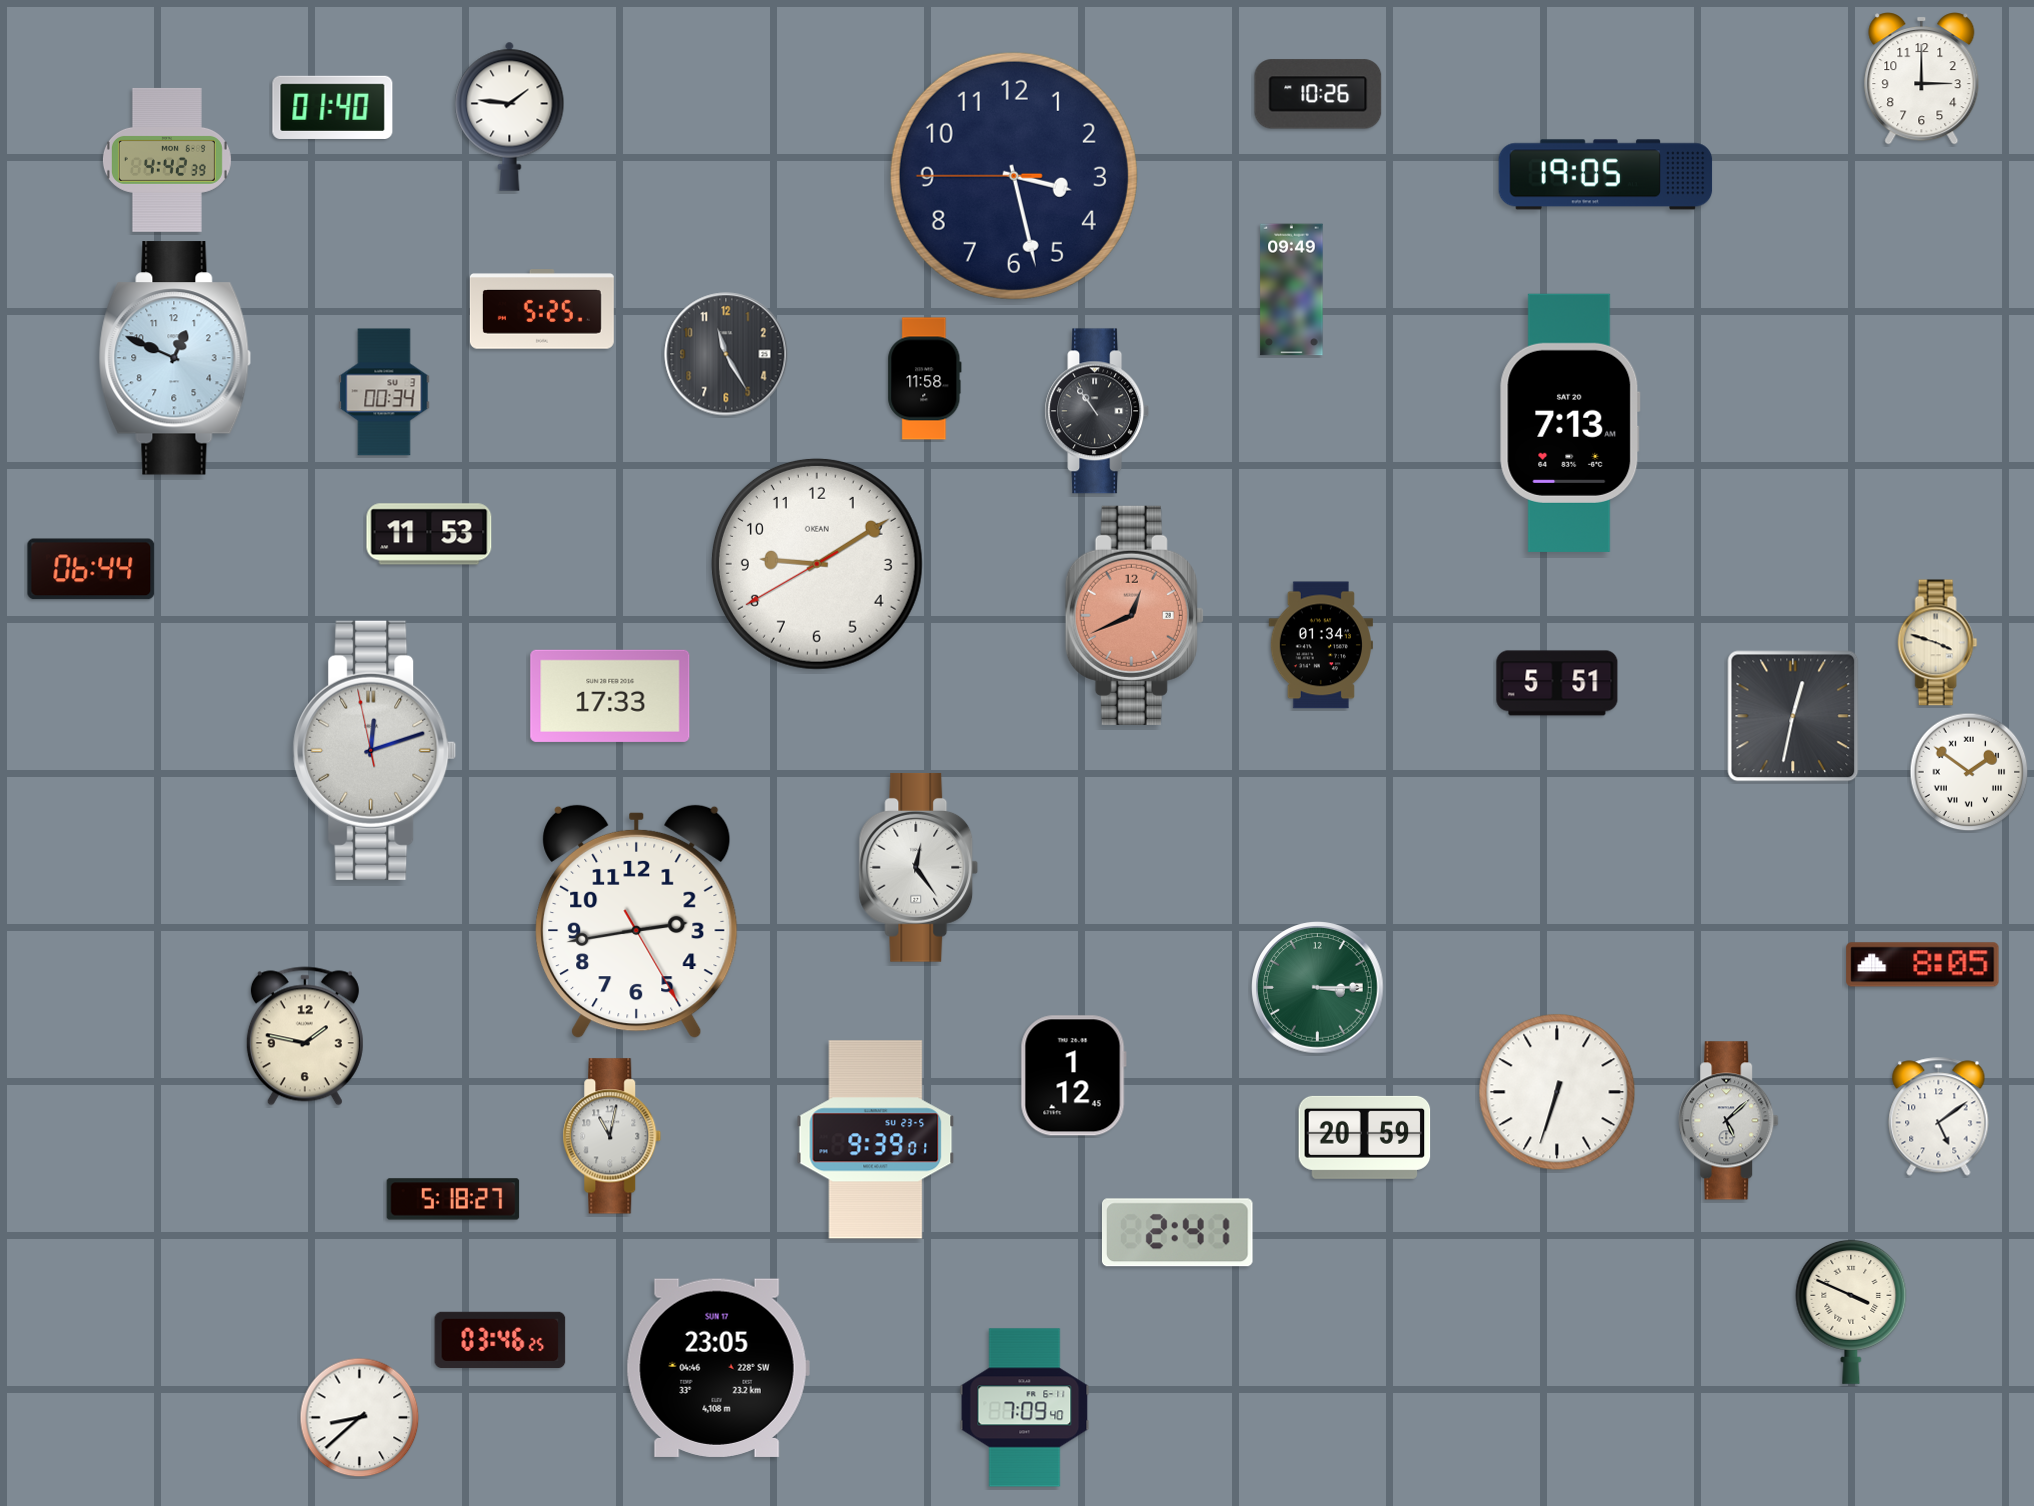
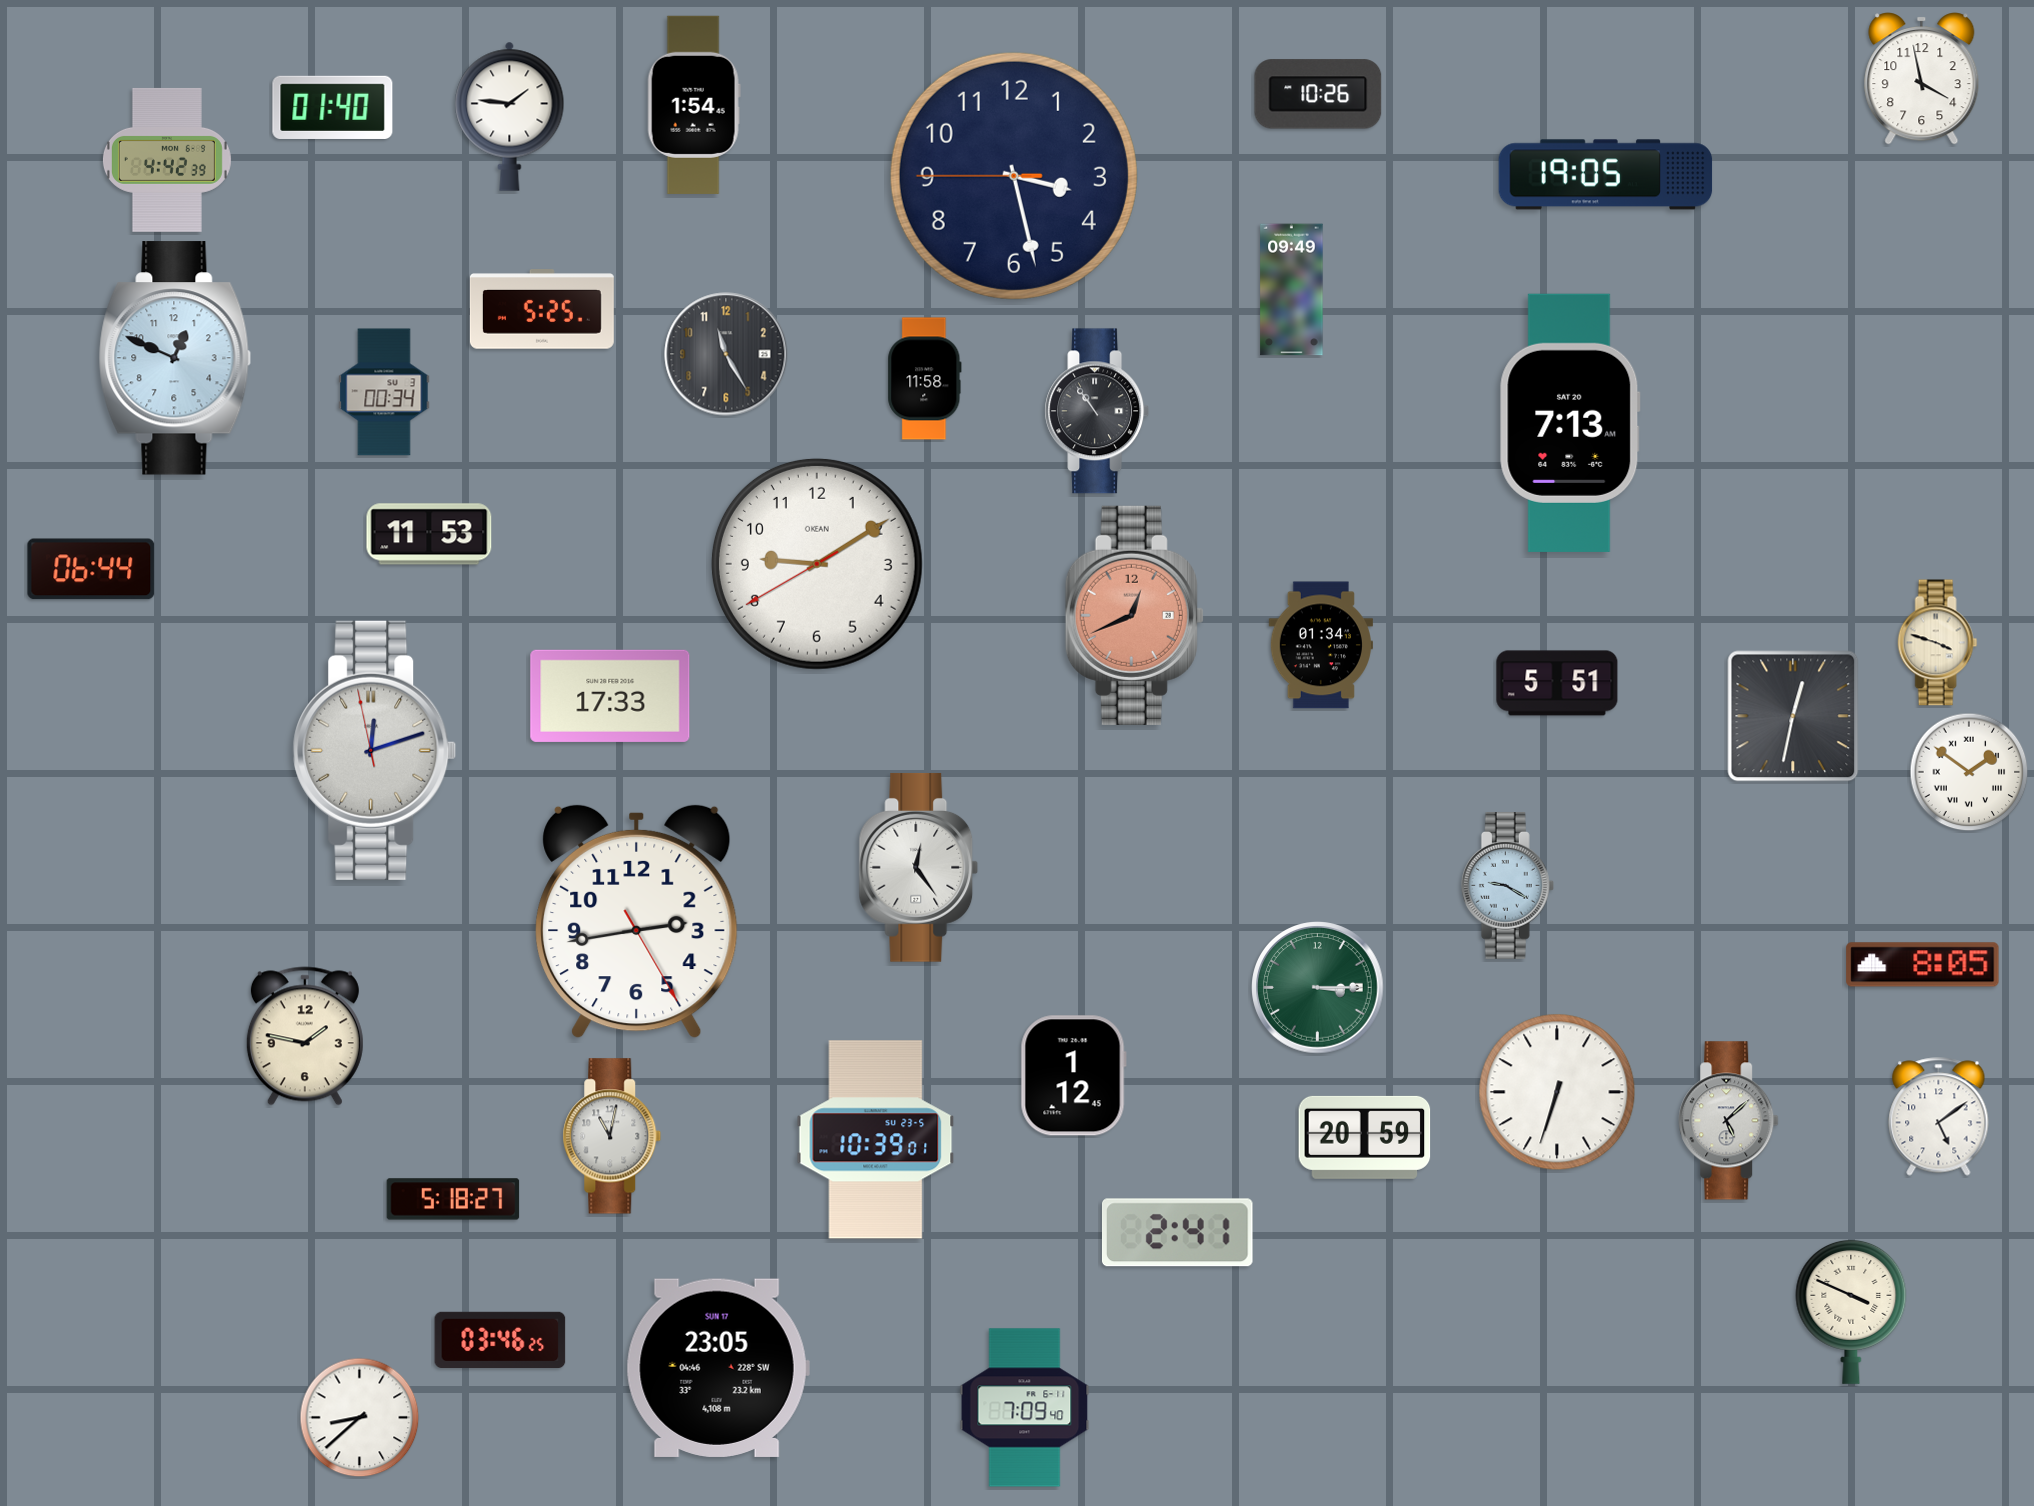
clock at (1922, 79): 3:00 -> 3:58
clock at (694, 105): none -> 1:54
clock at (1507, 886): none -> 9:20
clock at (876, 1140): 9:39 -> 10:39
